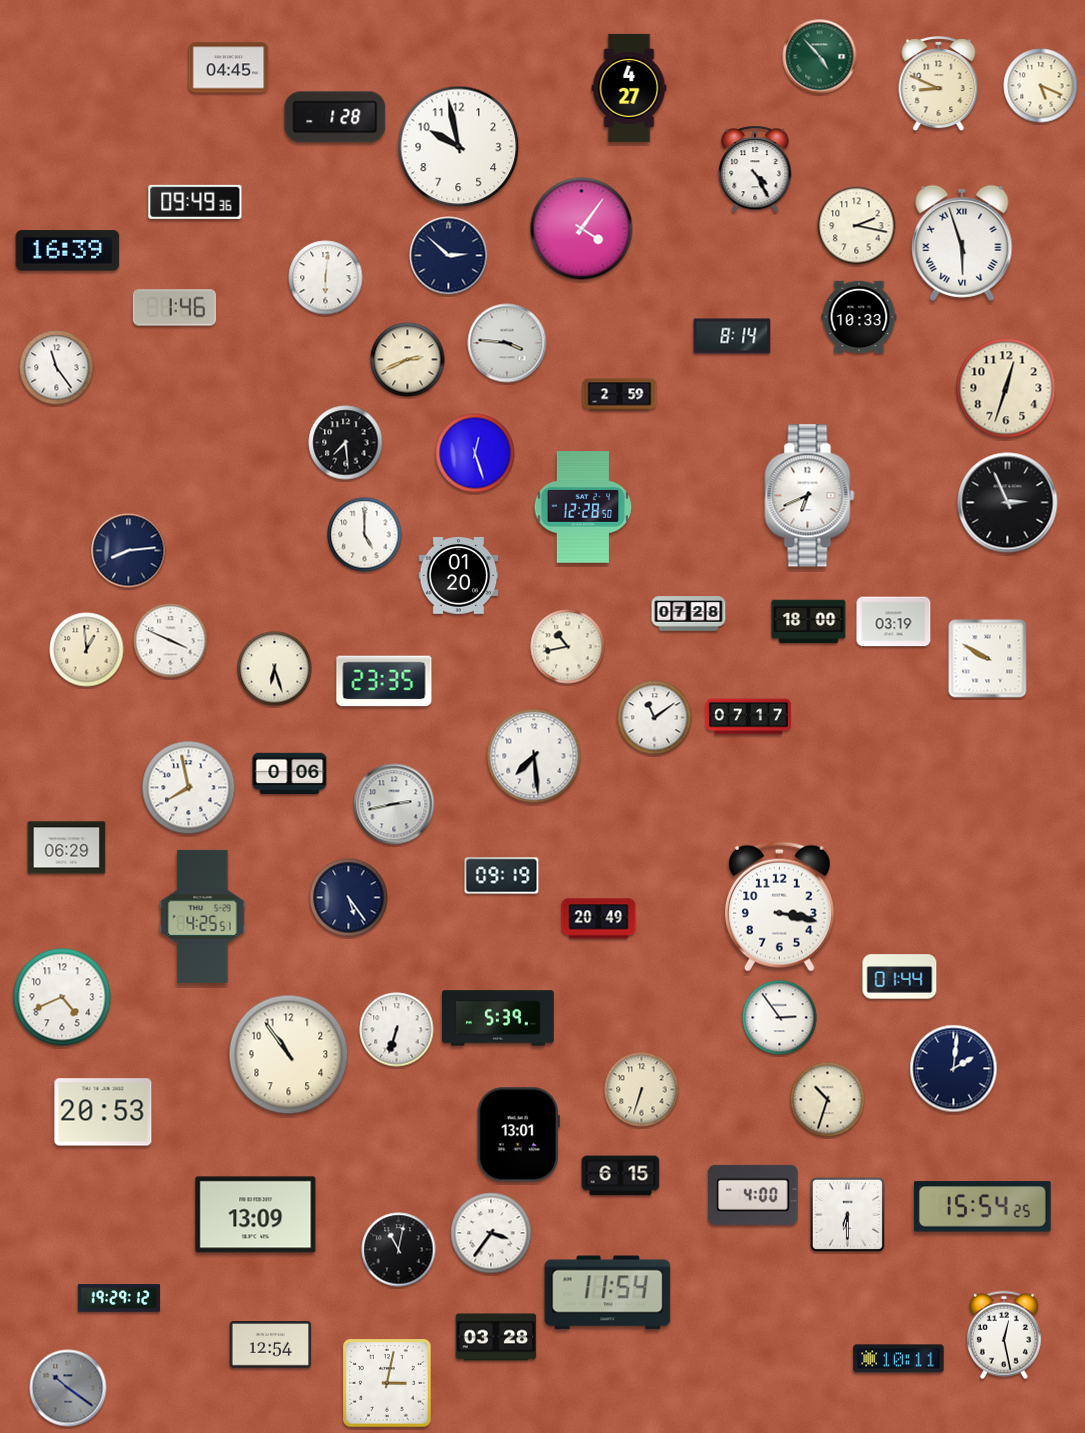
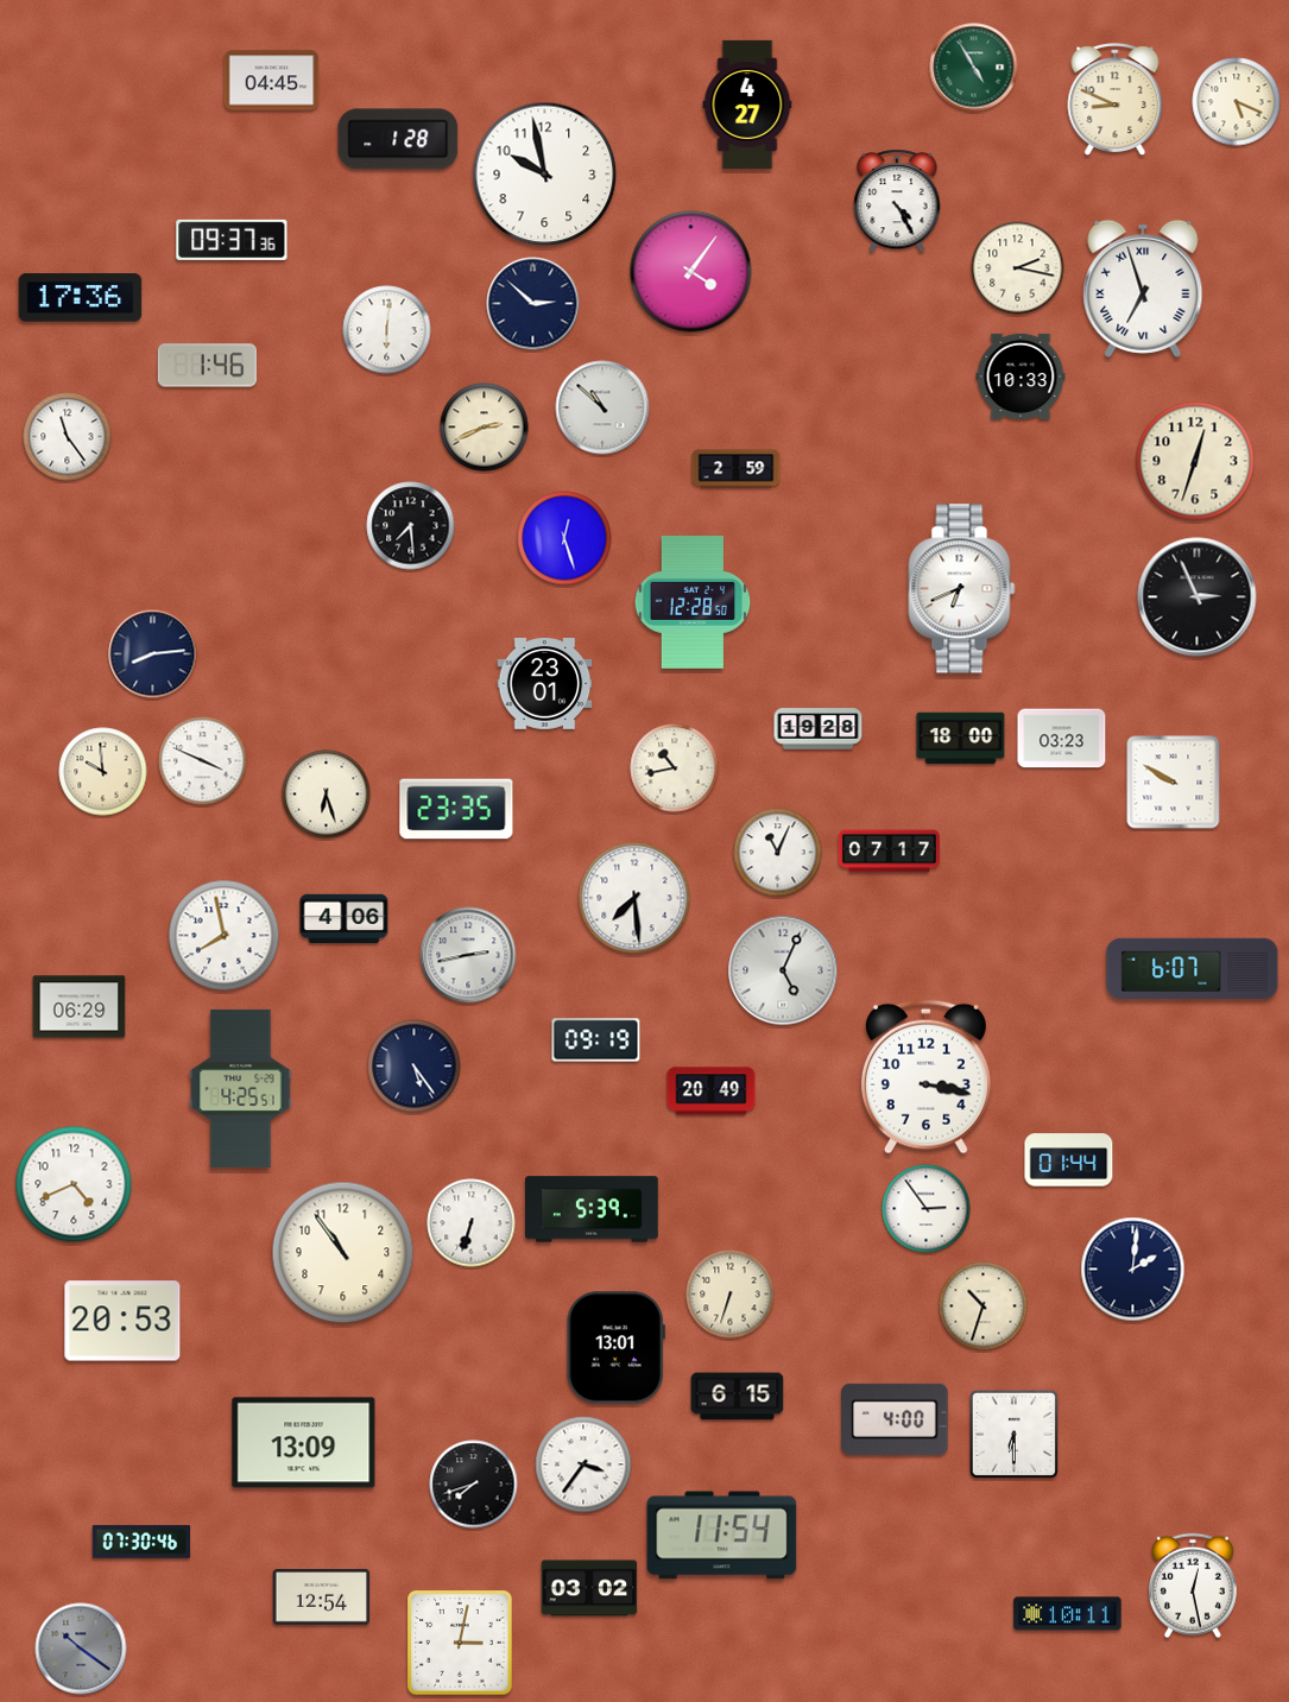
clock at (820, 57): 4:53 -> 4:55
clock at (195, 202): 09:49 -> 09:37
clock at (962, 243): 5:57 -> 6:57
clock at (68, 251): 16:39 -> 17:36
clock at (732, 336): 8:14 -> none
clock at (507, 343): 3:46 -> 10:52
clock at (365, 535): 5:00 -> none
clock at (459, 576): 01:20 -> 23:01
clock at (689, 614): 07:28 -> 19:28
clock at (894, 622): 03:19 -> 03:23
clock at (87, 650): 12:59 -> 9:59
clock at (655, 718): 11:09 -> 11:04
clock at (290, 774): 0:06 -> 4:06
clock at (1193, 968): none -> 6:07
clock at (783, 970): none -> 5:04
clock at (642, 1090) position: (642, 1090) -> (731, 1295)
clock at (982, 1207): 15:54 -> none
clock at (847, 1214) position: (847, 1214) -> (1013, 1434)
clock at (399, 1250): 11:02 -> 7:42
clock at (119, 1298): 19:29 -> 07:30
clock at (496, 1337): 03:28 -> 03:02
